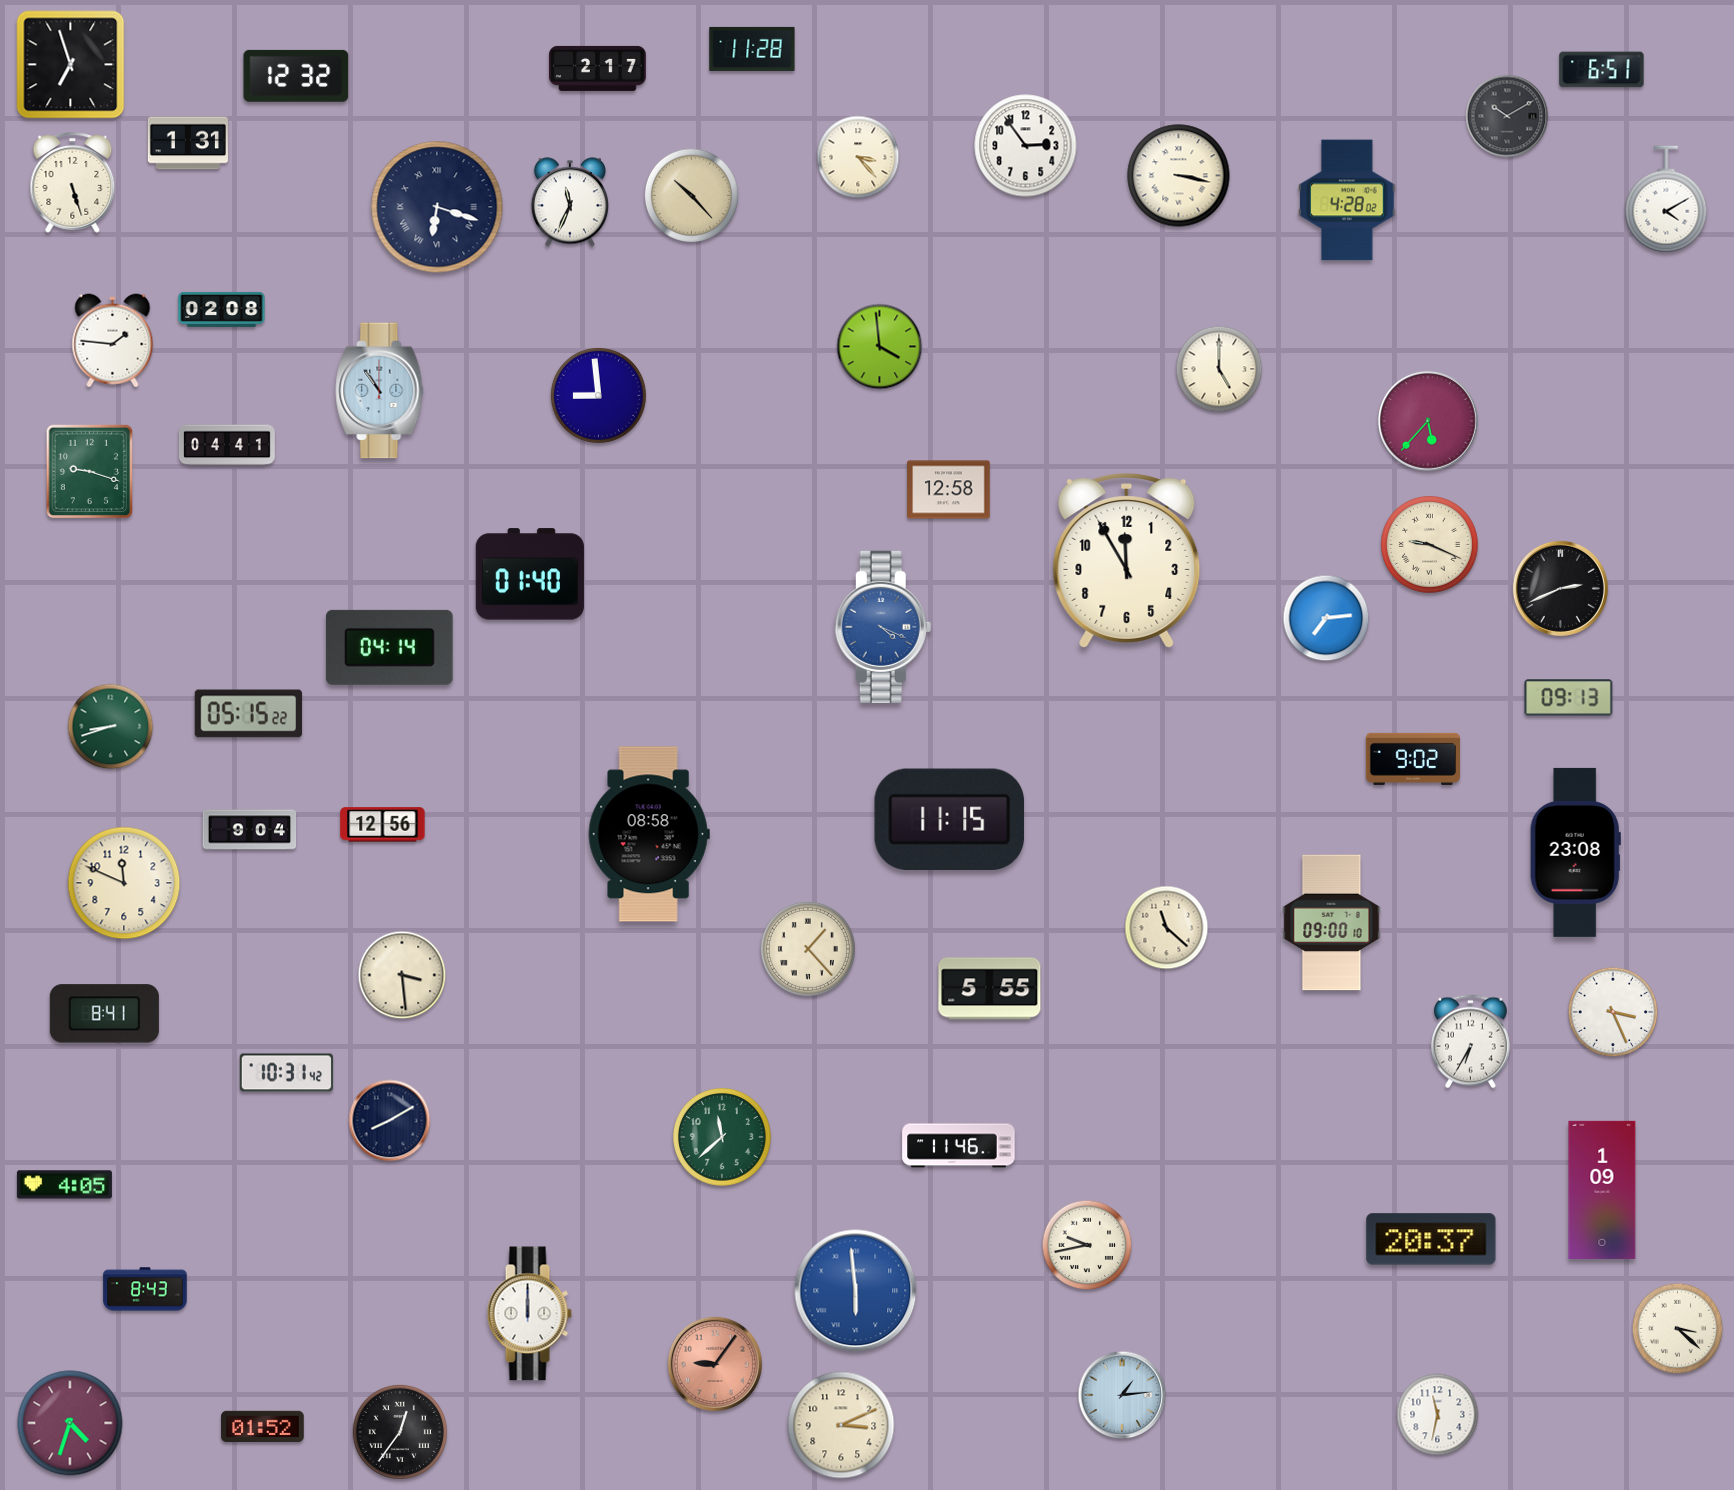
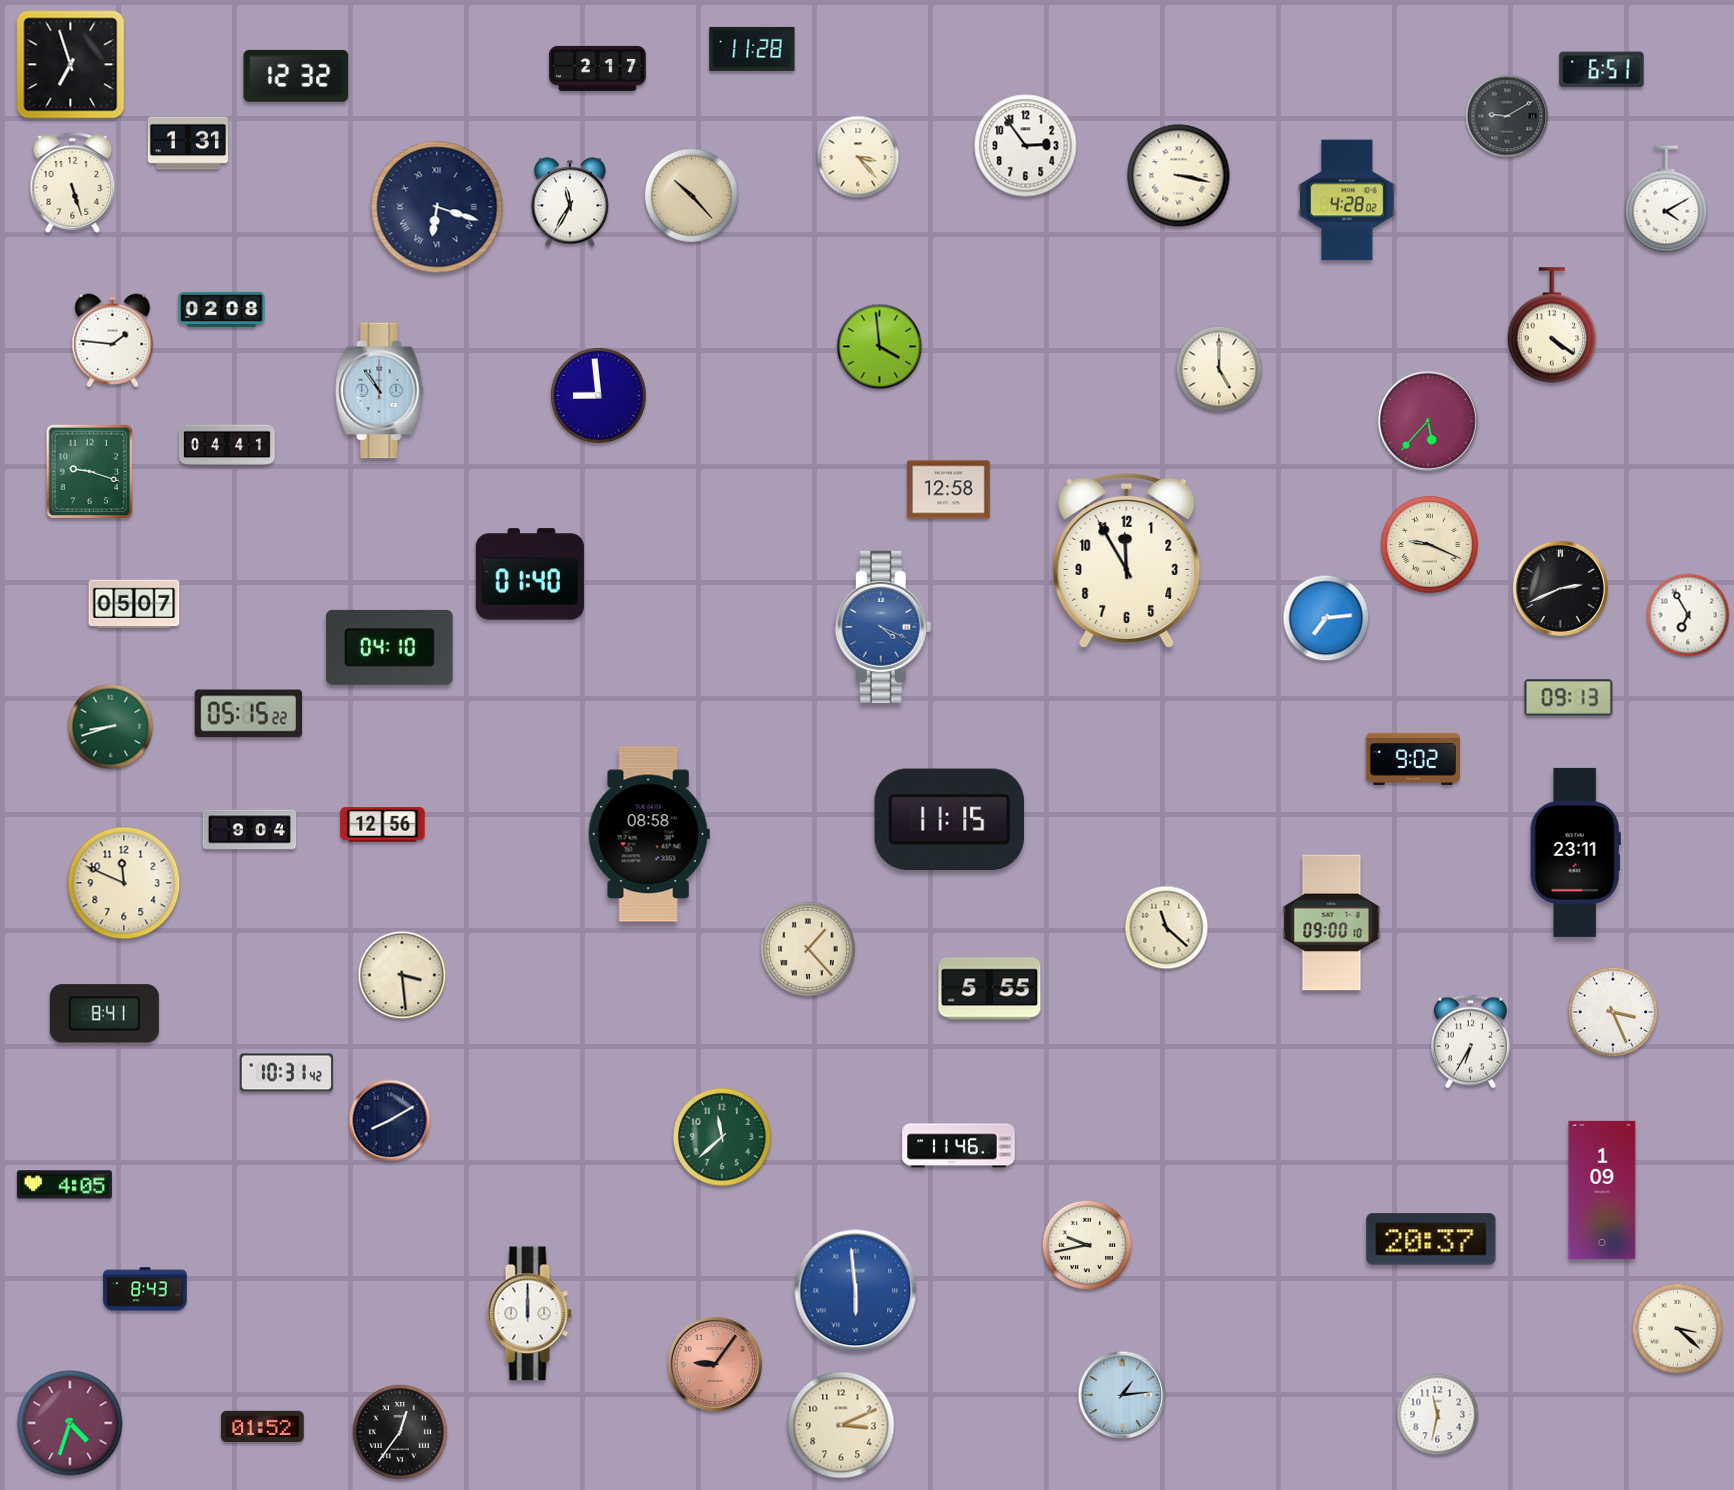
clock at (1507, 116): 10:10 -> 9:10
clock at (569, 202): 11:34 -> 11:35
clock at (1552, 325): none -> 4:21
clock at (134, 604): none -> 05:07
clock at (1688, 615): none -> 6:55
clock at (389, 647): 04:14 -> 04:10
clock at (1575, 852): 23:08 -> 23:11
